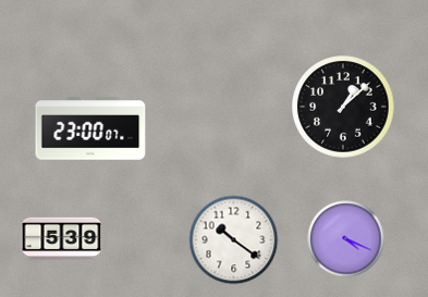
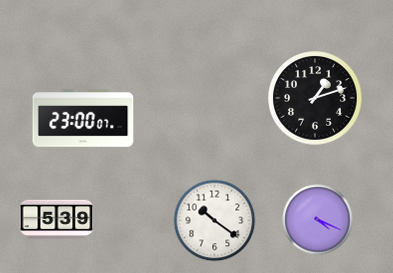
clock at (343, 107): 1:08 -> 1:12
